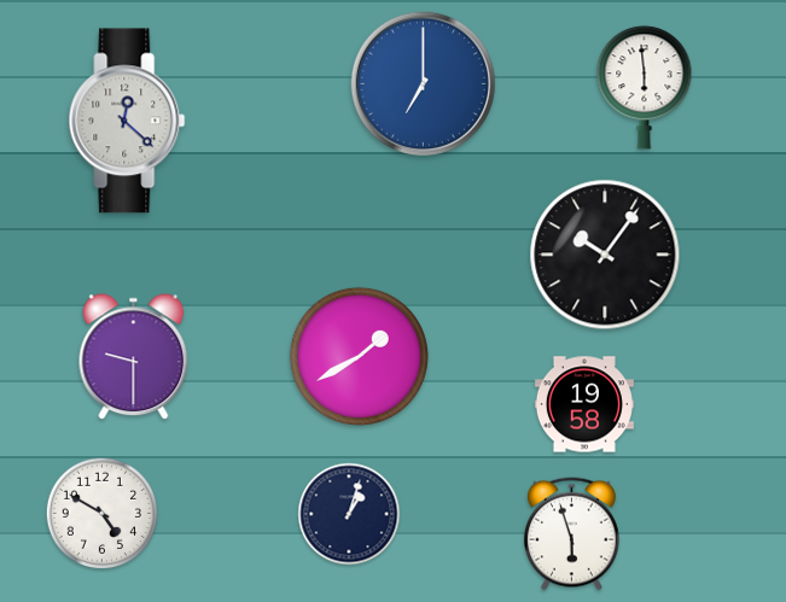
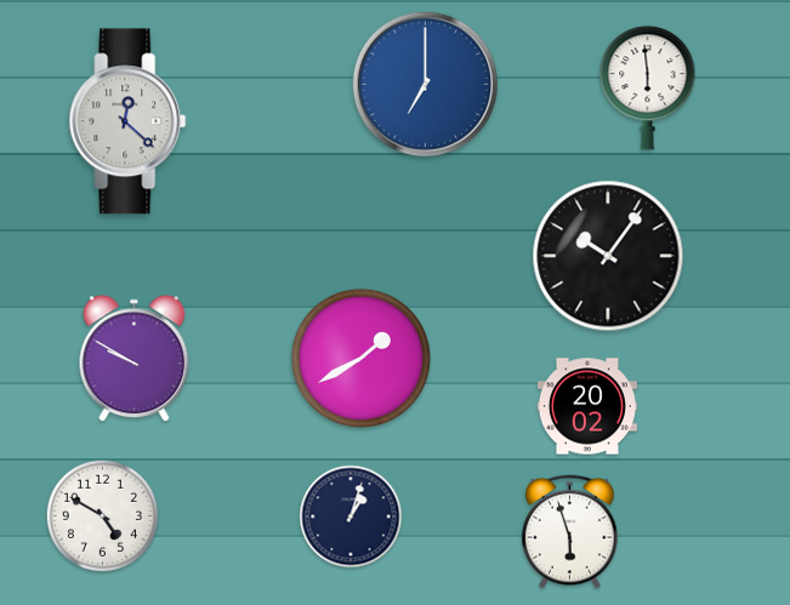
clock at (134, 357): 9:30 -> 9:50
clock at (584, 404): 19:58 -> 20:02
clock at (571, 534) position: (571, 534) -> (569, 532)
